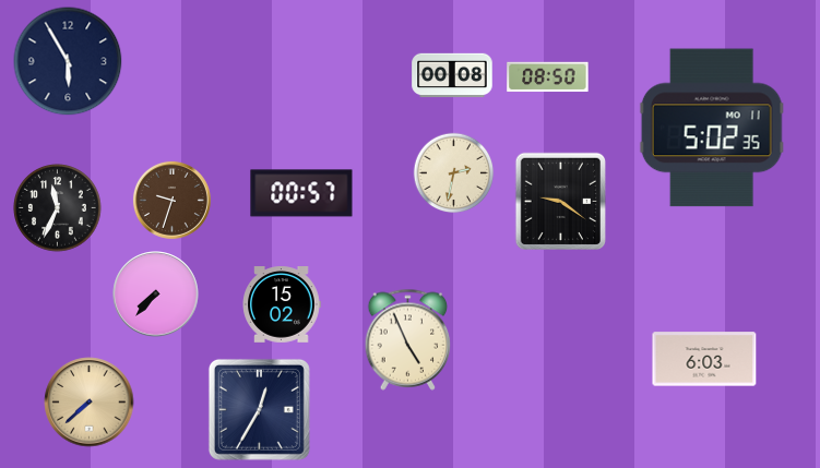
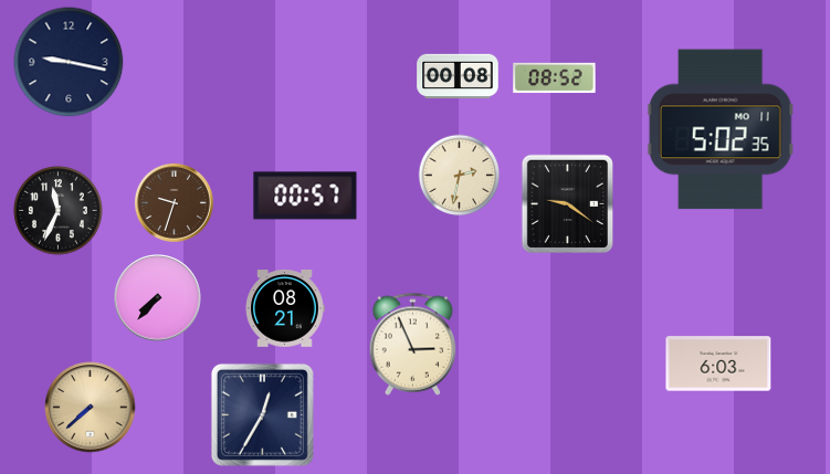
clock at (68, 61): 5:55 -> 9:17
clock at (548, 77): 08:50 -> 08:52
clock at (282, 305): 15:02 -> 08:21
clock at (408, 339): 4:56 -> 2:56
clock at (704, 359) position: (704, 359) -> (718, 364)
